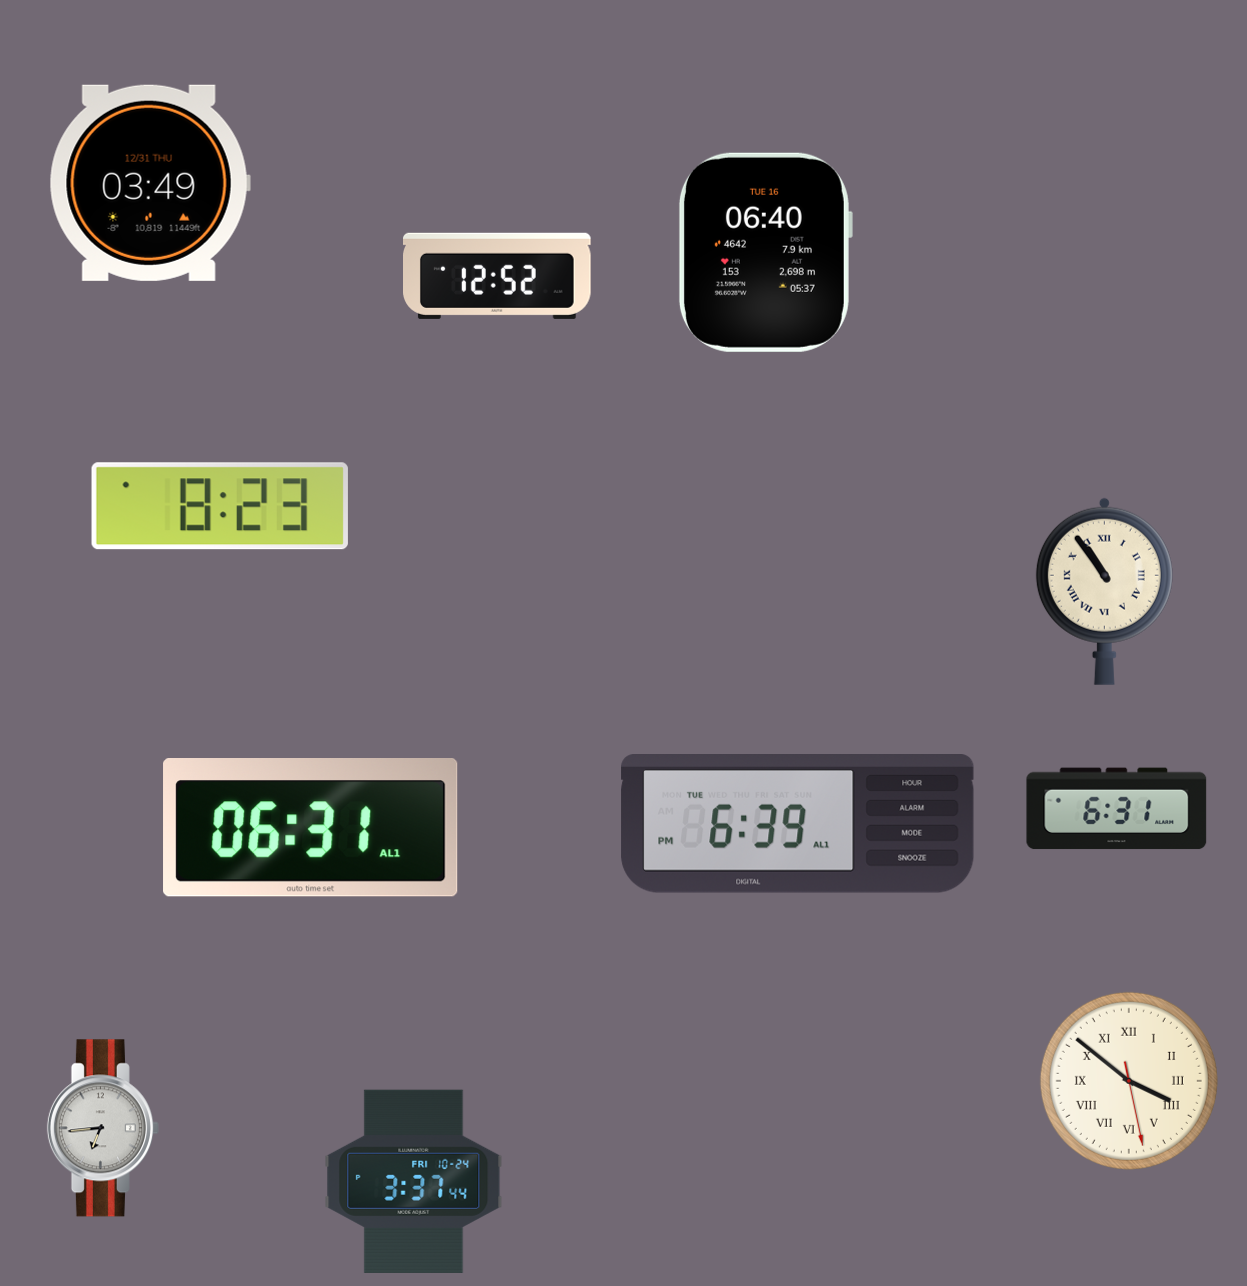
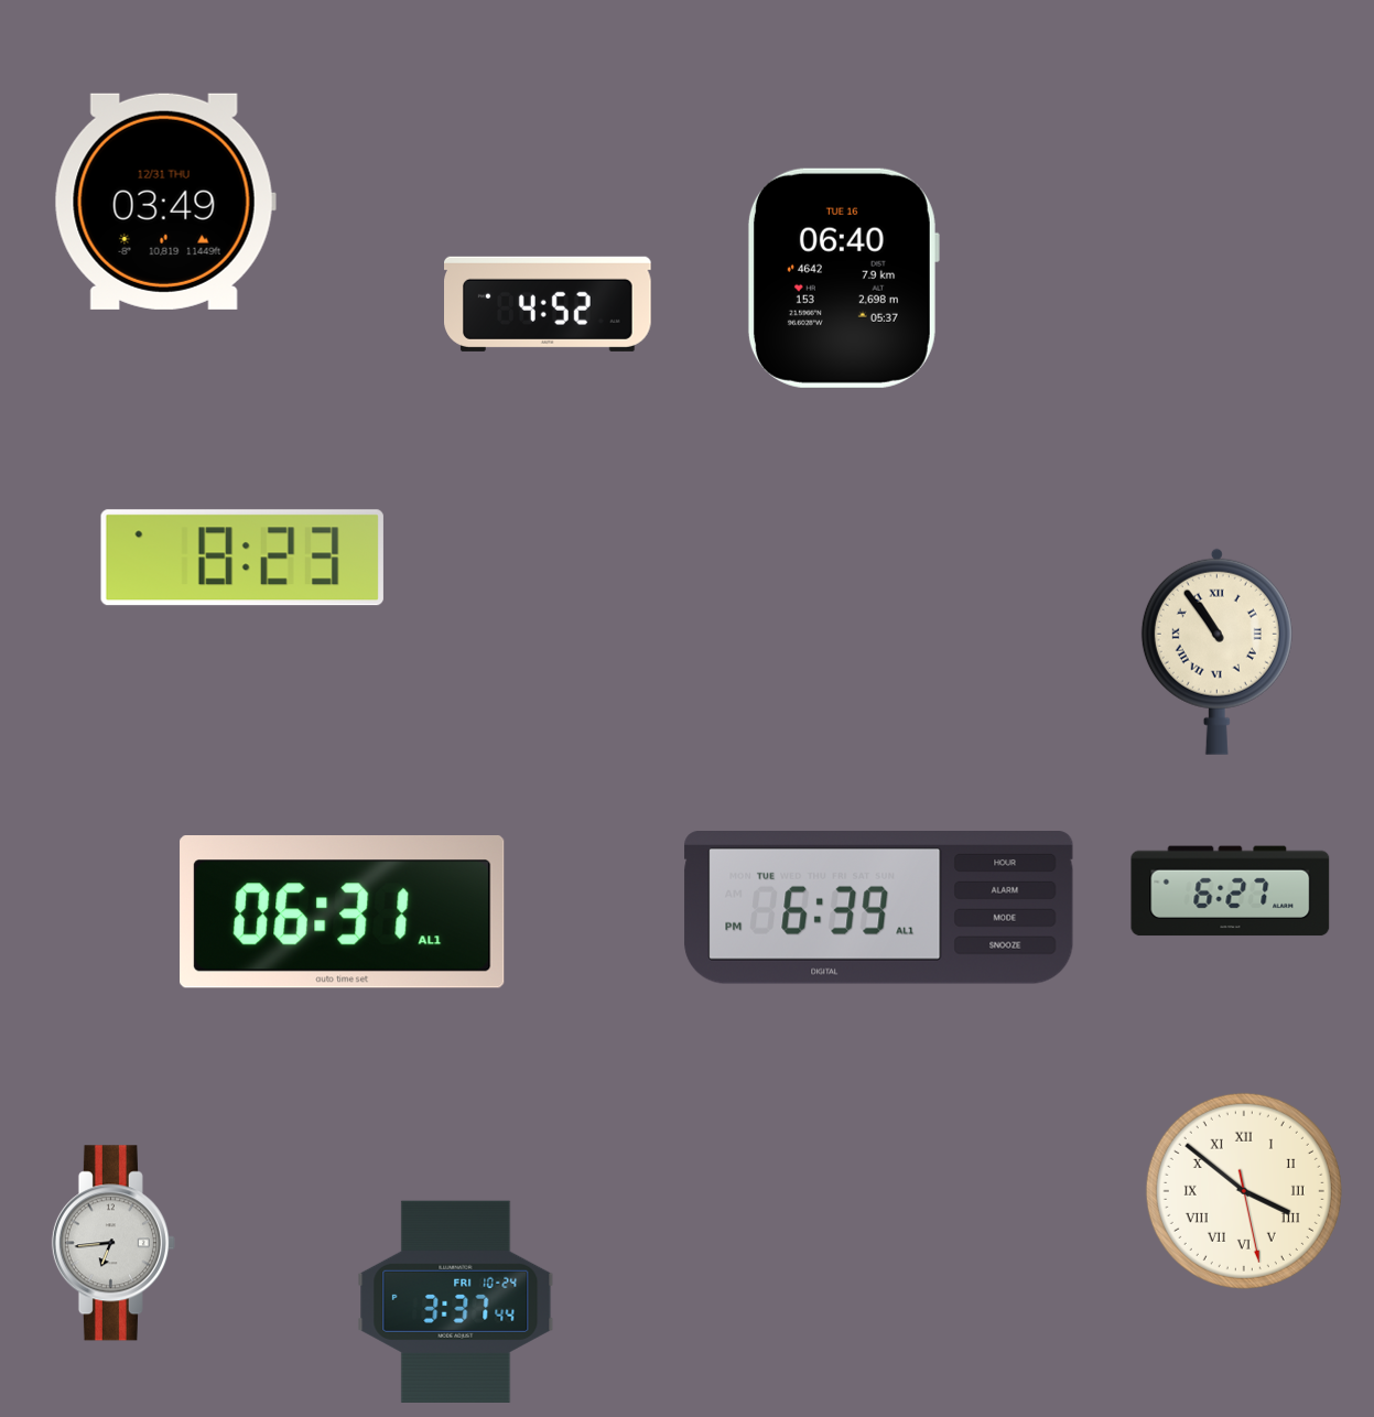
clock at (498, 276): 12:52 -> 4:52
clock at (1117, 809): 6:31 -> 6:27
